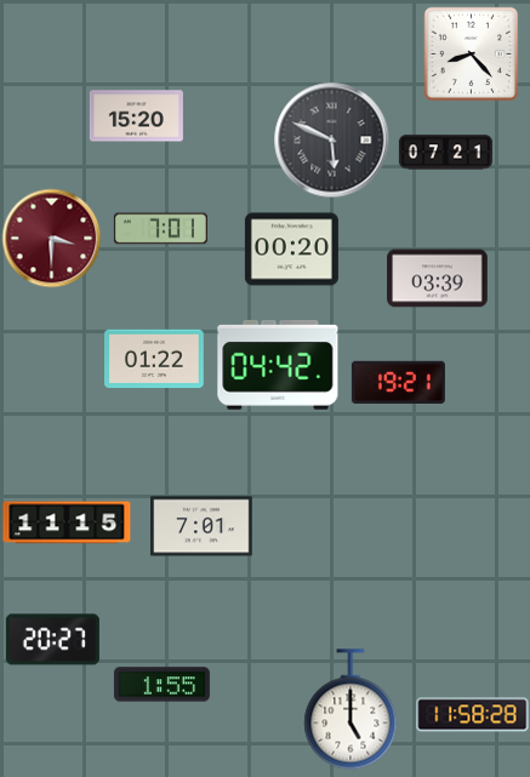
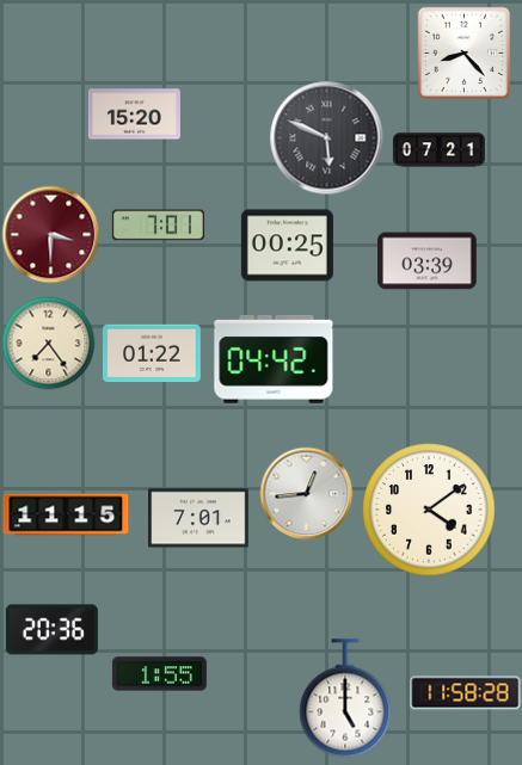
clock at (291, 250): 00:20 -> 00:25
clock at (438, 279) position: (438, 279) -> (428, 261)
clock at (48, 343): none -> 7:24
clock at (398, 382): 19:21 -> none
clock at (306, 493): none -> 12:44
clock at (429, 510): none -> 4:09
clock at (52, 640): 20:27 -> 20:36
clock at (473, 715) position: (473, 715) -> (466, 693)
